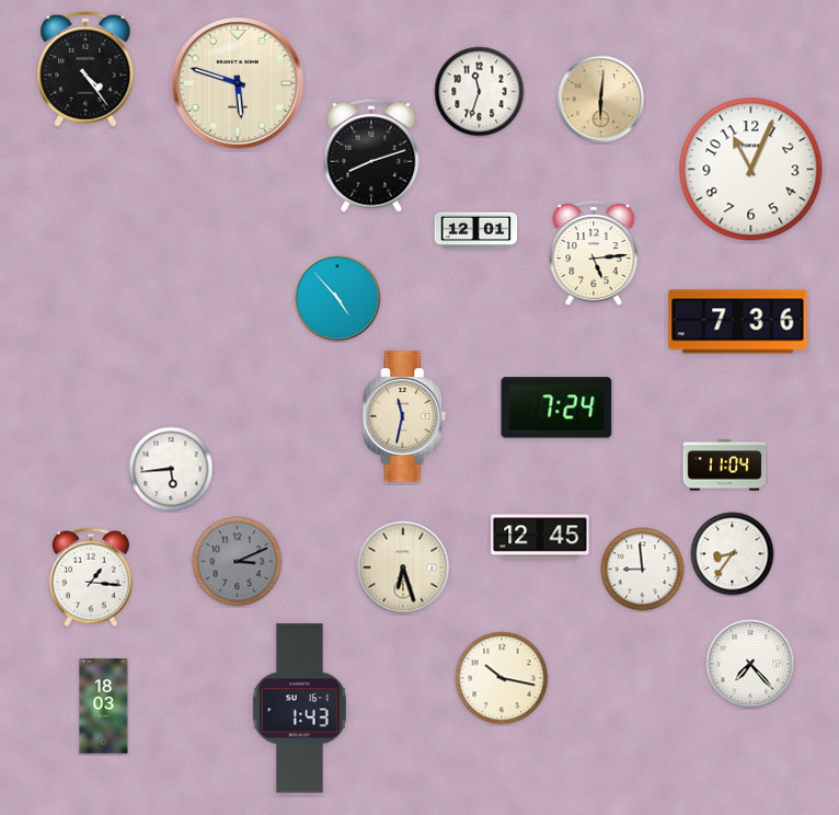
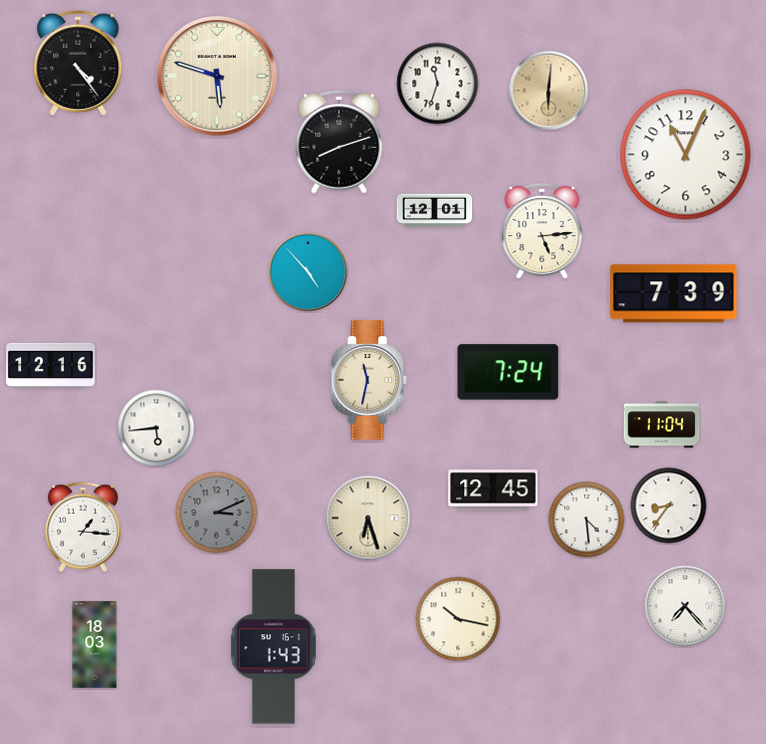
clock at (738, 322): 7:36 -> 7:39
clock at (51, 365): none -> 12:16
clock at (643, 570): 8:59 -> 4:29
